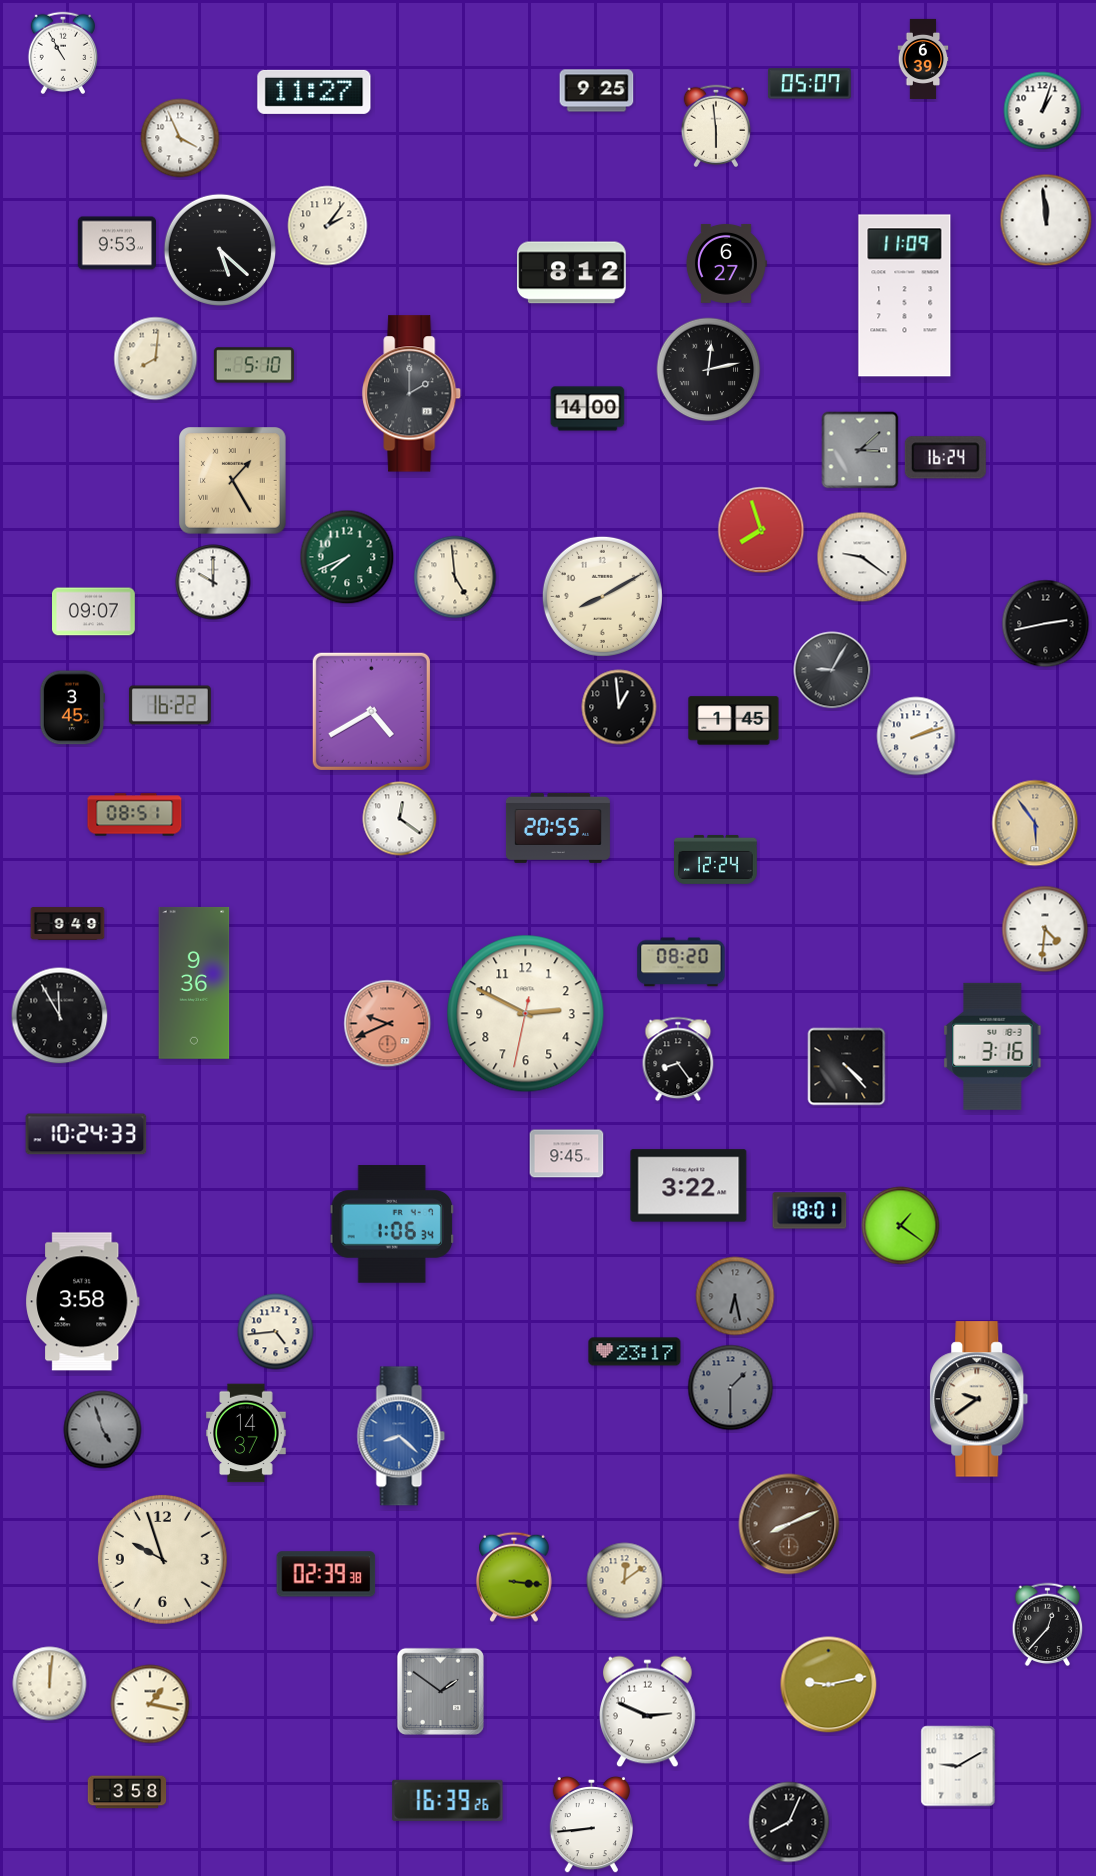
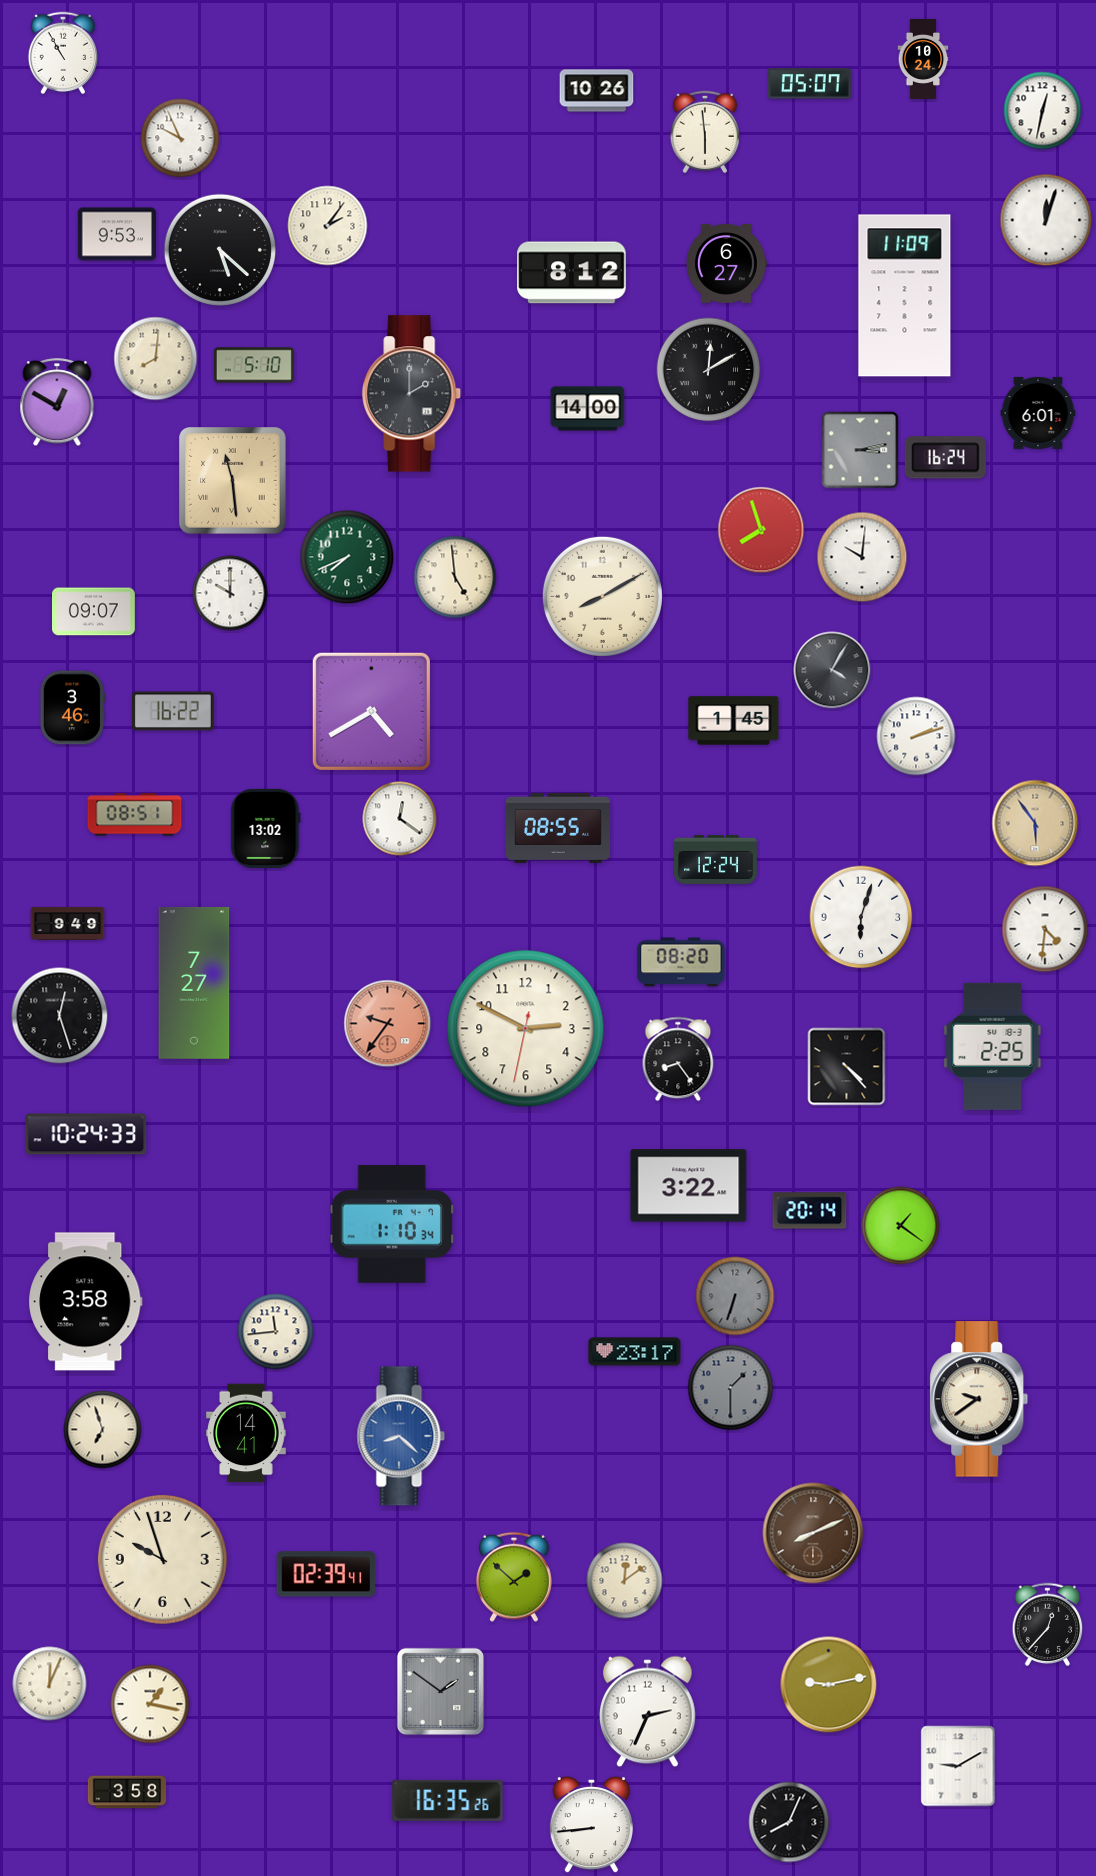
clock at (923, 59): 6:39 -> 10:24
clock at (597, 91): 9:25 -> 10:26
clock at (314, 92): 11:27 -> none
clock at (1043, 111): 1:03 -> 12:32
clock at (715, 126) position: (715, 126) -> (704, 132)
clock at (180, 138): 3:56 -> 9:56
clock at (1046, 220): 11:59 -> 12:03
clock at (116, 243) position: (116, 243) -> (116, 234)
clock at (709, 370): 12:13 -> 12:10
clock at (57, 403): none -> 12:50
clock at (1038, 413): none -> 6:01
clock at (860, 450): 3:08 -> 3:13
clock at (233, 481): 1:25 -> 11:29
clock at (862, 557): 9:21 -> 10:01
clock at (213, 582) position: (213, 582) -> (230, 593)
clock at (1046, 624): 2:43 -> none
clock at (832, 670): 9:05 -> 4:05
clock at (170, 705) position: (170, 705) -> (173, 711)
clock at (619, 707): 12:59 -> none
clock at (73, 708): 3:45 -> 3:46
clock at (266, 828): none -> 13:02
clock at (558, 828): 20:55 -> 08:55
clock at (861, 917): none -> 6:03
clock at (194, 983): 9:36 -> 7:27
clock at (526, 1014) position: (526, 1014) -> (526, 1029)
clock at (60, 1016): 11:55 -> 12:27
clock at (388, 1024): 9:41 -> 9:36
clock at (993, 1046): 3:16 -> 2:25
clock at (567, 1154): 9:45 -> none
clock at (810, 1211): 18:01 -> 20:14
clock at (392, 1224): 1:06 -> 1:10
clock at (735, 1296): 6:28 -> 6:33
clock at (83, 1302) position: (83, 1302) -> (86, 1302)
clock at (276, 1332): 4:44 -> 11:44
clock at (103, 1430): 4:57 -> 6:57
clock at (103, 1430) dial: grey -> cream
clock at (246, 1433): 14:37 -> 14:41
clock at (789, 1524) position: (789, 1524) -> (813, 1533)
clock at (326, 1574): 02:39:38 -> 02:39:41
clock at (515, 1577): 3:16 -> 1:52
clock at (50, 1684): 12:01 -> 12:04
clock at (648, 1712): 2:49 -> 2:34
clock at (448, 1800): 16:39 -> 16:35
